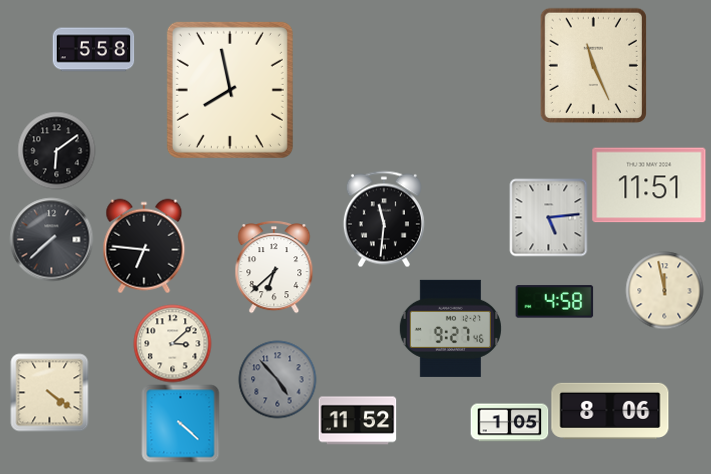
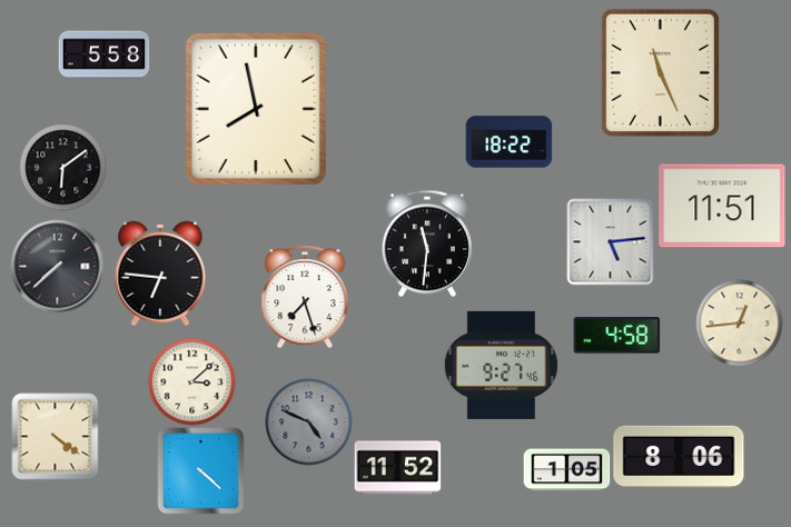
clock at (230, 90) position: (230, 90) -> (256, 109)
clock at (508, 142): none -> 18:22
clock at (274, 267): 6:38 -> 7:27
clock at (664, 290): 11:58 -> 12:44
clock at (277, 379): 4:53 -> 4:49
